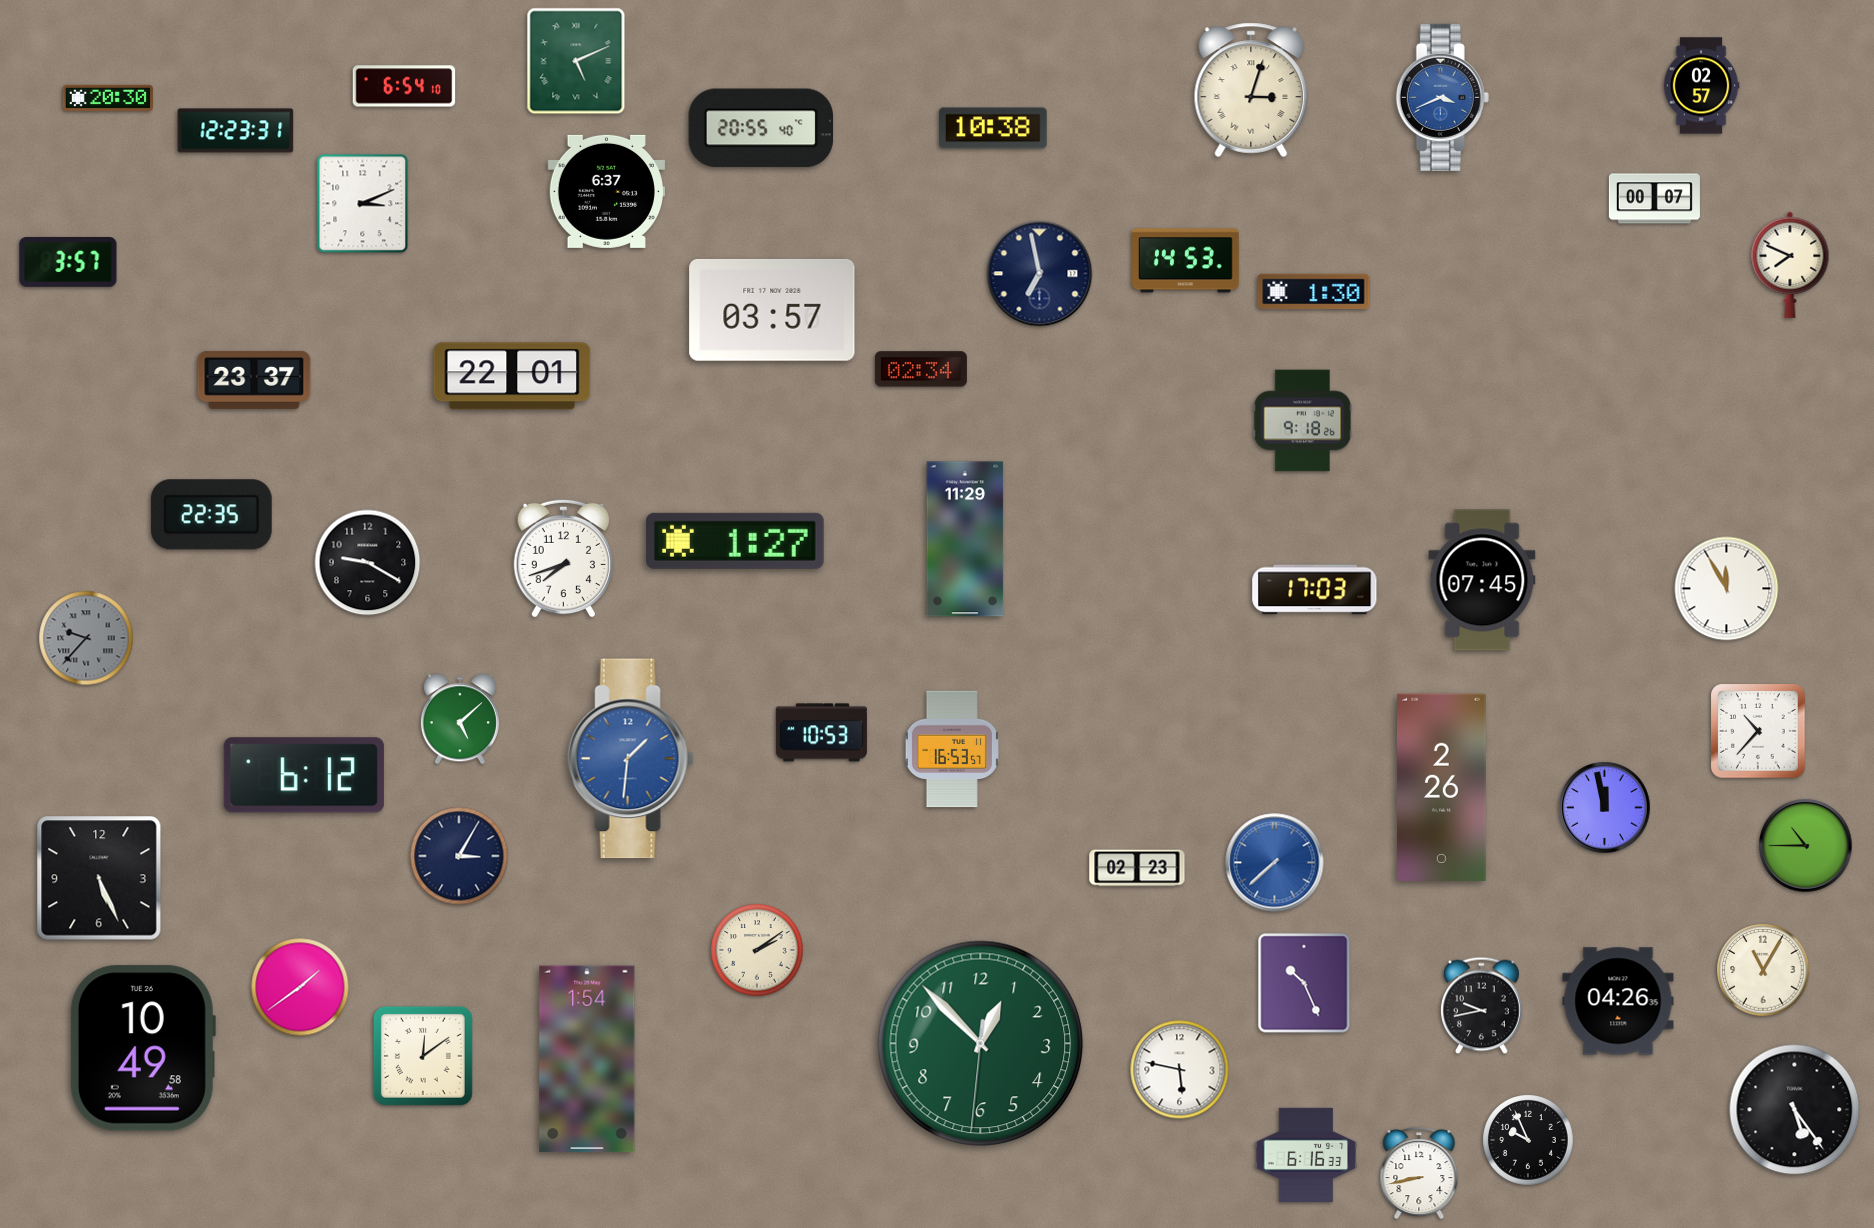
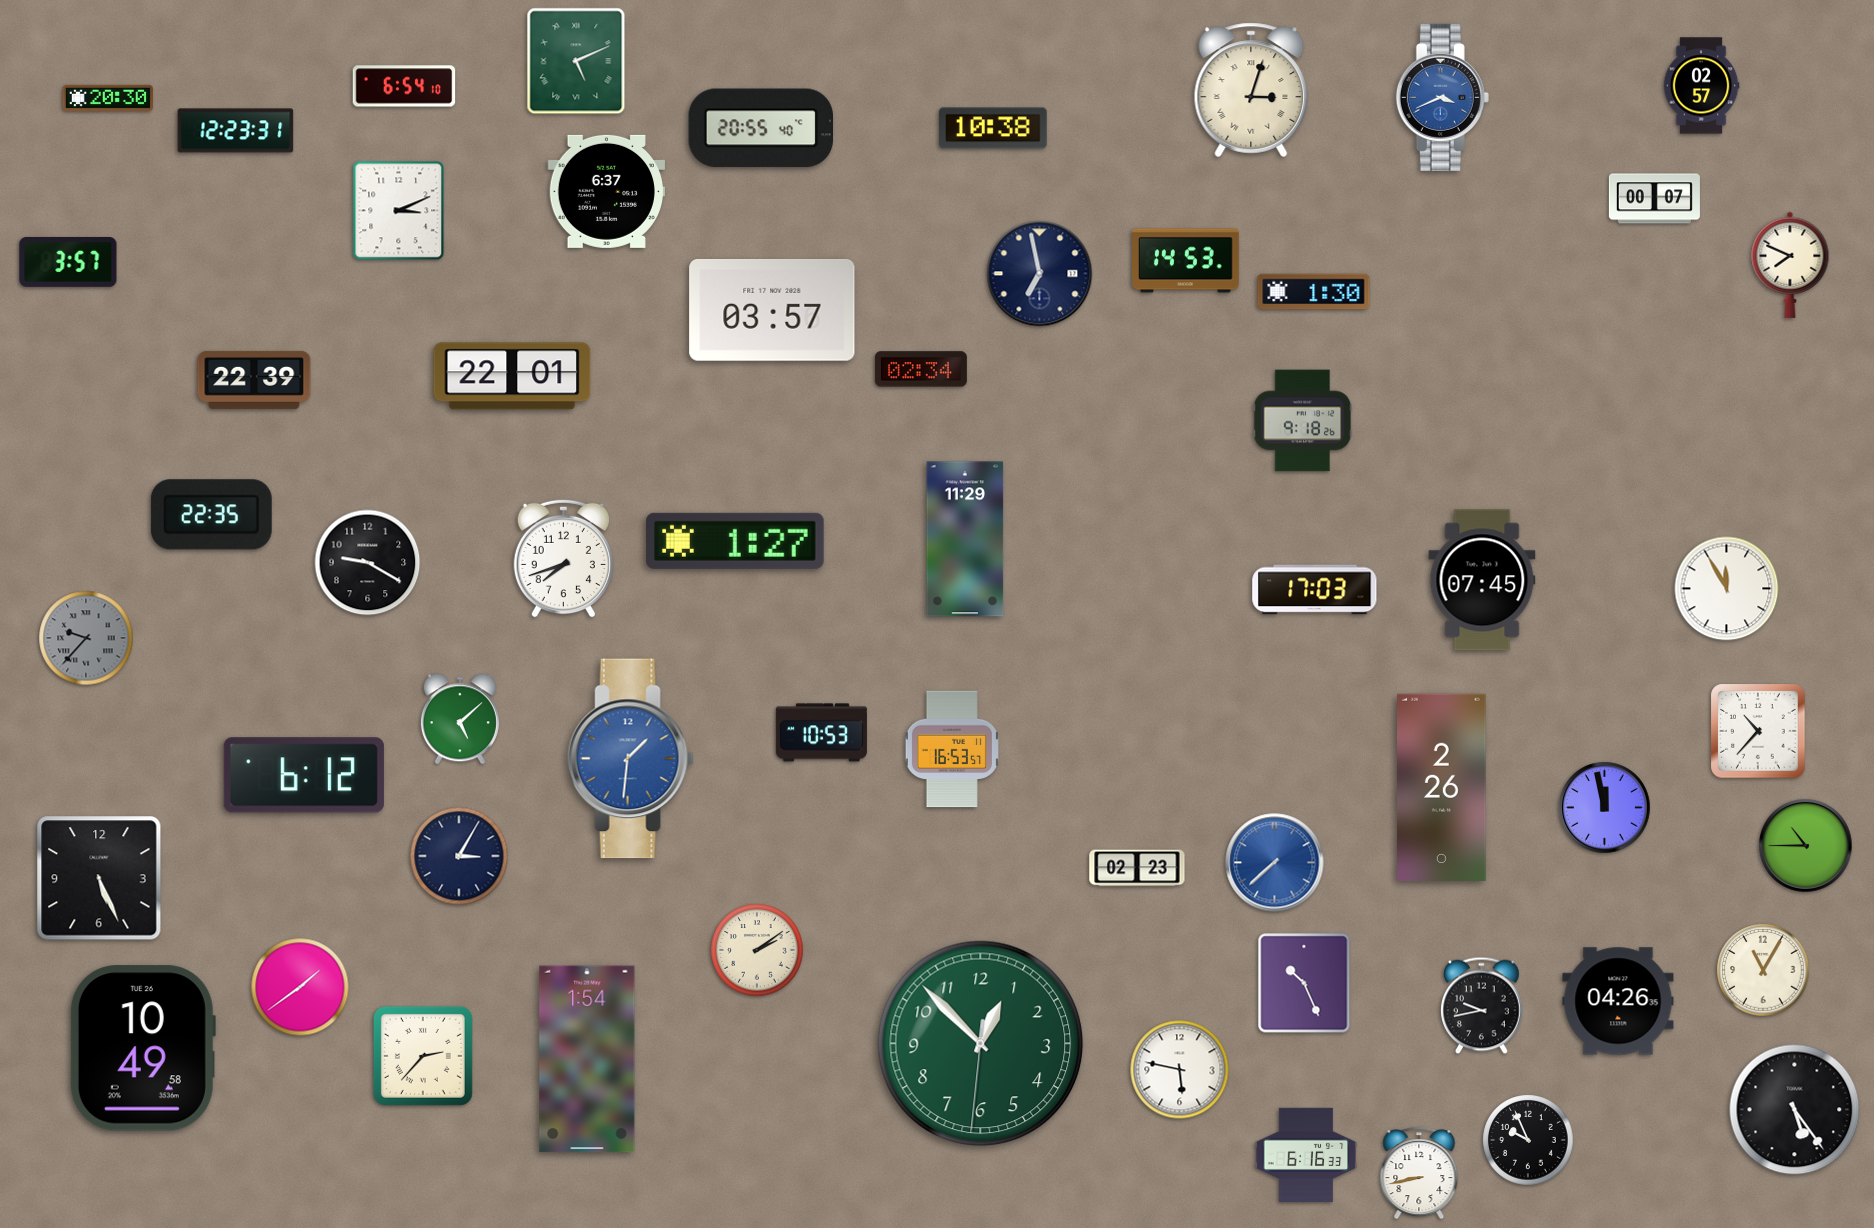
clock at (363, 204) position: (363, 204) -> (399, 211)
clock at (254, 380): 23:37 -> 22:39
clock at (423, 1056): 12:09 -> 2:37
